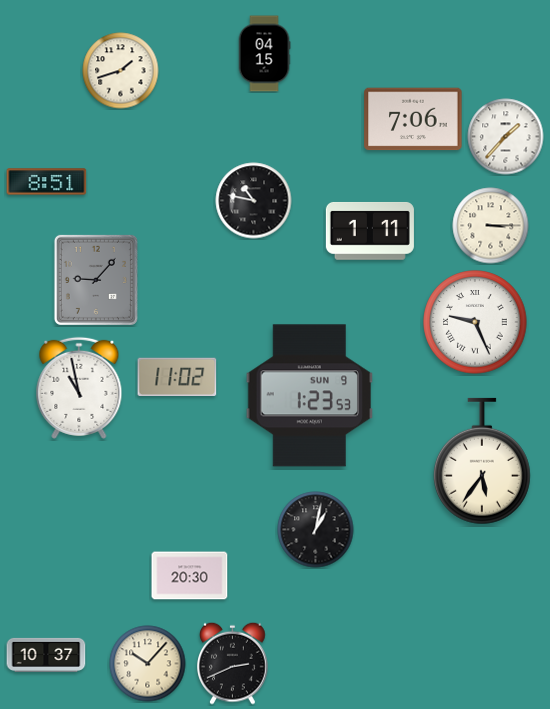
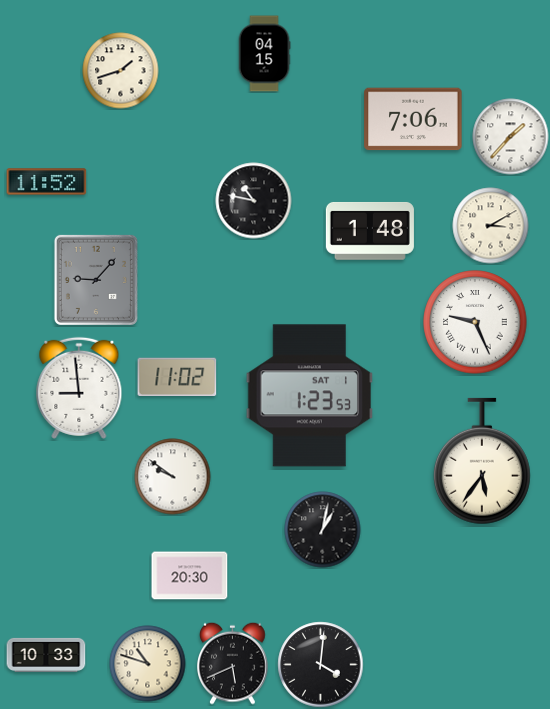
clock at (506, 137) position: (506, 137) -> (511, 137)
clock at (47, 182): 8:51 -> 11:52
clock at (491, 226): 3:15 -> 3:10
clock at (370, 231): 1:11 -> 1:48
clock at (79, 388): 10:58 -> 8:59
clock at (310, 396) date: SUN 9 -> SAT 1
clock at (173, 477): none -> 9:51
clock at (316, 530) position: (316, 530) -> (323, 530)
clock at (46, 655): 10:37 -> 10:33
clock at (233, 663): 2:41 -> 5:41
clock at (148, 664): 10:07 -> 10:48
clock at (321, 665): none -> 4:01
